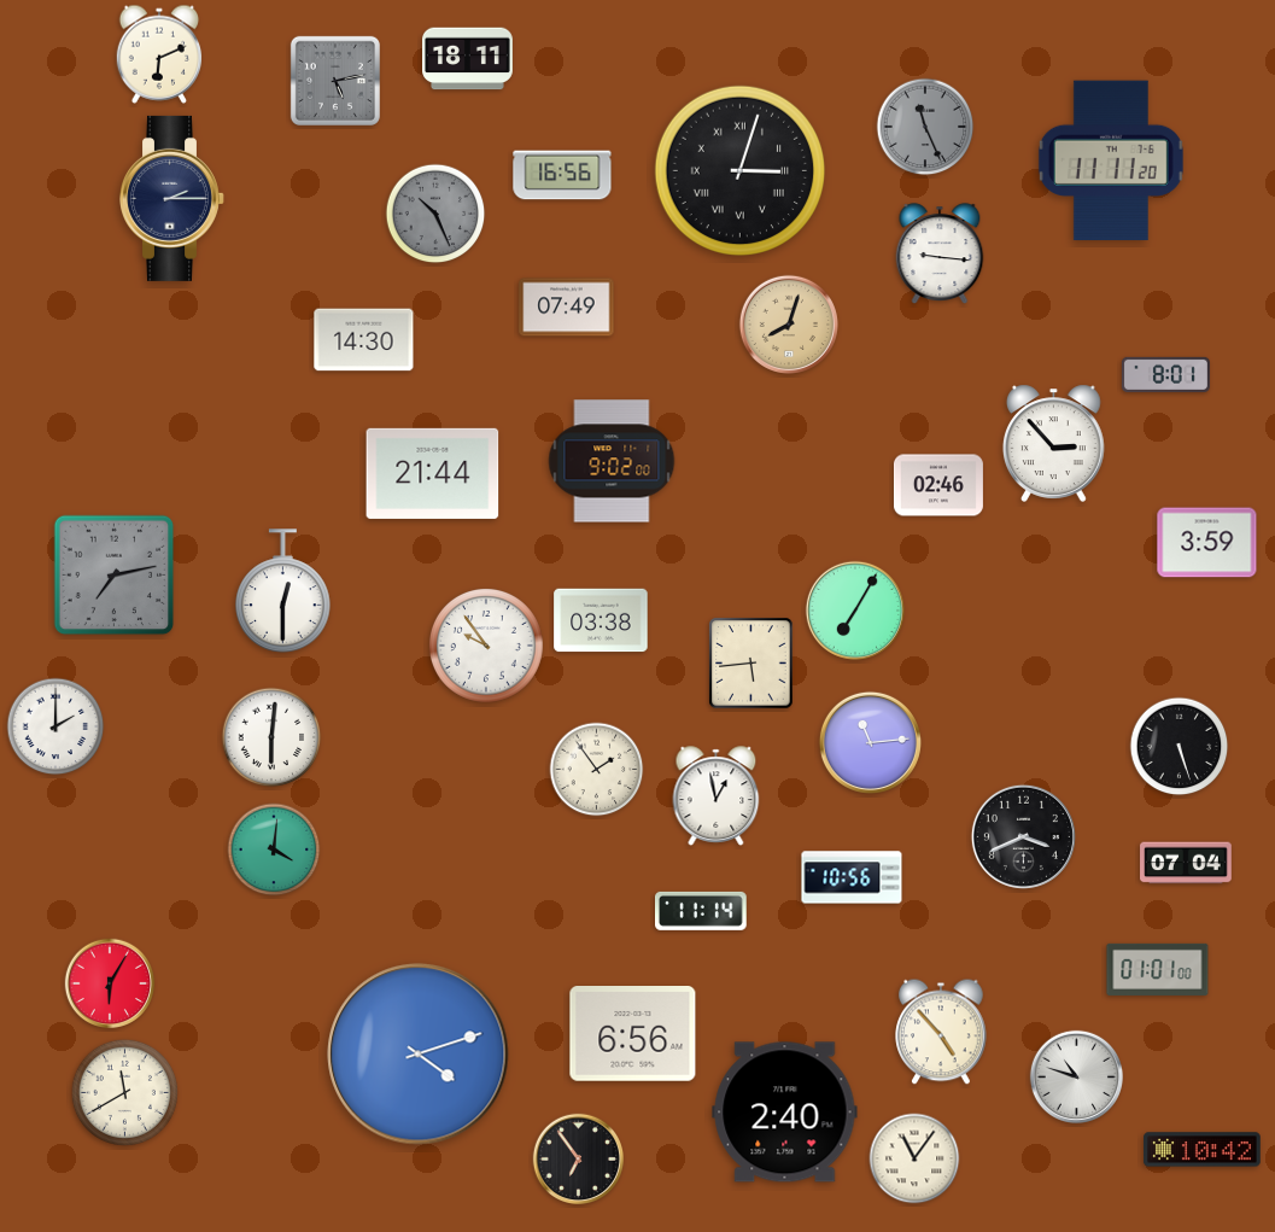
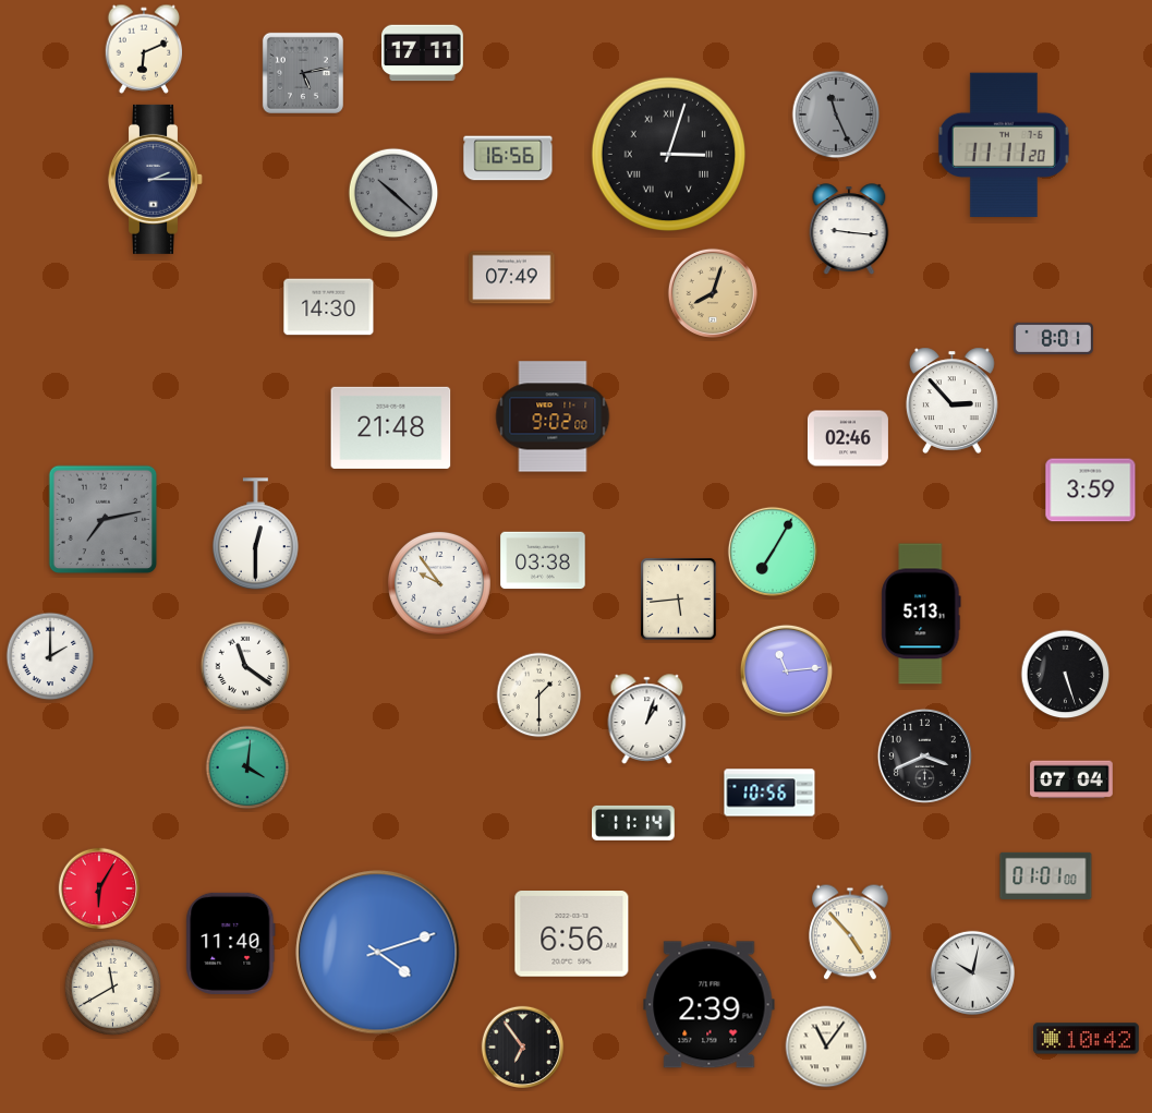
clock at (468, 59): 18:11 -> 17:11
clock at (435, 214): 10:26 -> 10:22
clock at (433, 473): 21:44 -> 21:48
clock at (921, 614): none -> 5:13
clock at (271, 737): 6:01 -> 11:21
clock at (597, 770): 1:54 -> 1:30
clock at (717, 796): 12:58 -> 1:03
clock at (231, 943): none -> 11:40
clock at (1076, 1076): 10:48 -> 10:02
clock at (785, 1113): 2:40 -> 2:39
